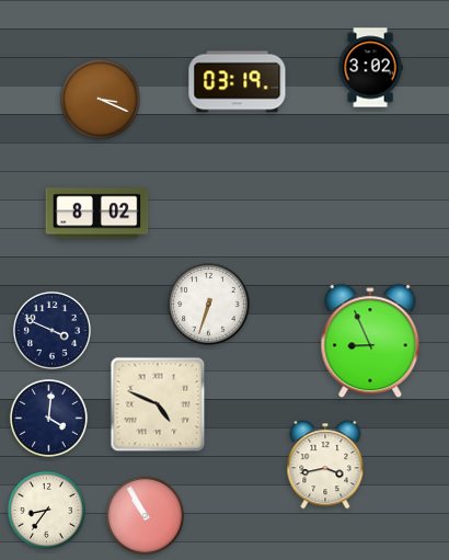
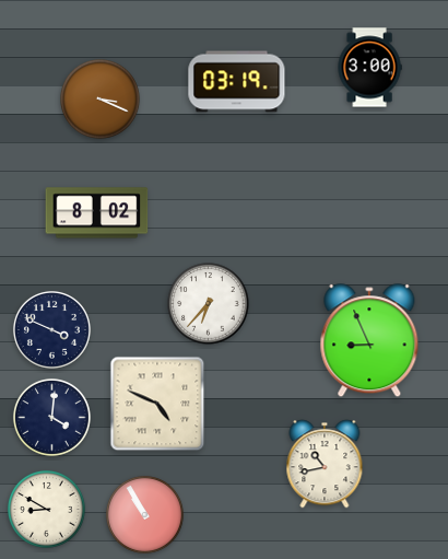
clock at (370, 68): 3:02 -> 3:00
clock at (209, 305): 6:33 -> 6:37
clock at (48, 418) position: (48, 418) -> (51, 417)
clock at (325, 465): 3:43 -> 10:43
clock at (46, 510): 8:36 -> 8:50
